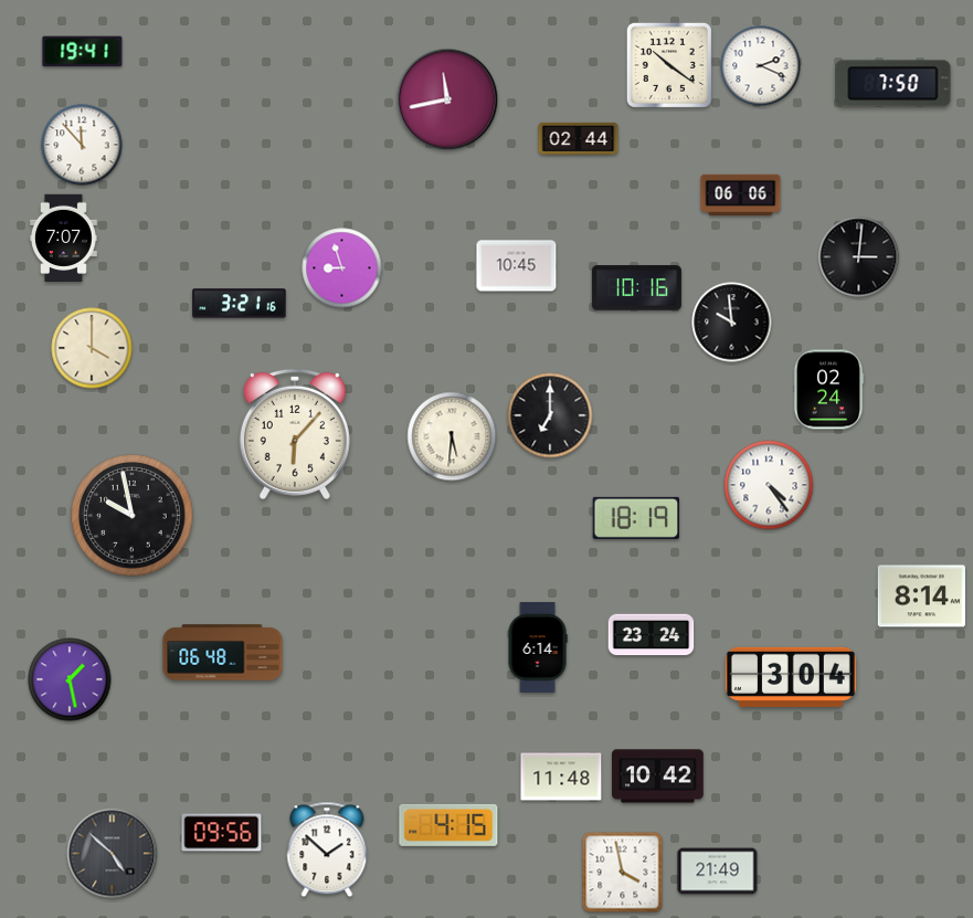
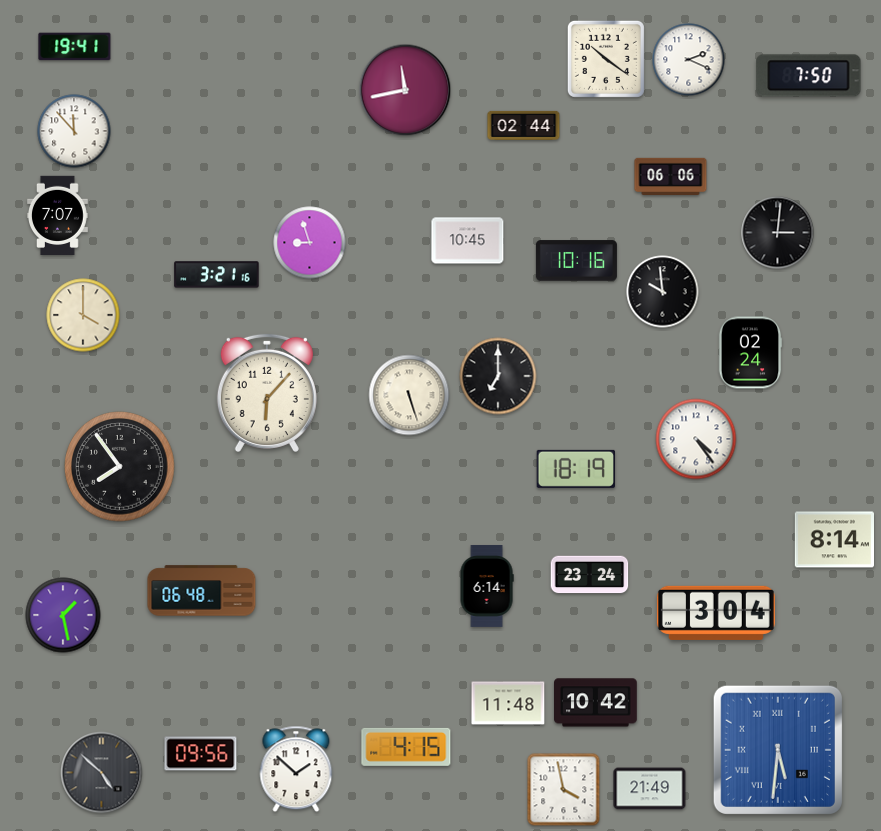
clock at (452, 436): 5:31 -> 5:27
clock at (133, 516): 9:58 -> 7:54
clock at (778, 750): none -> 5:31
